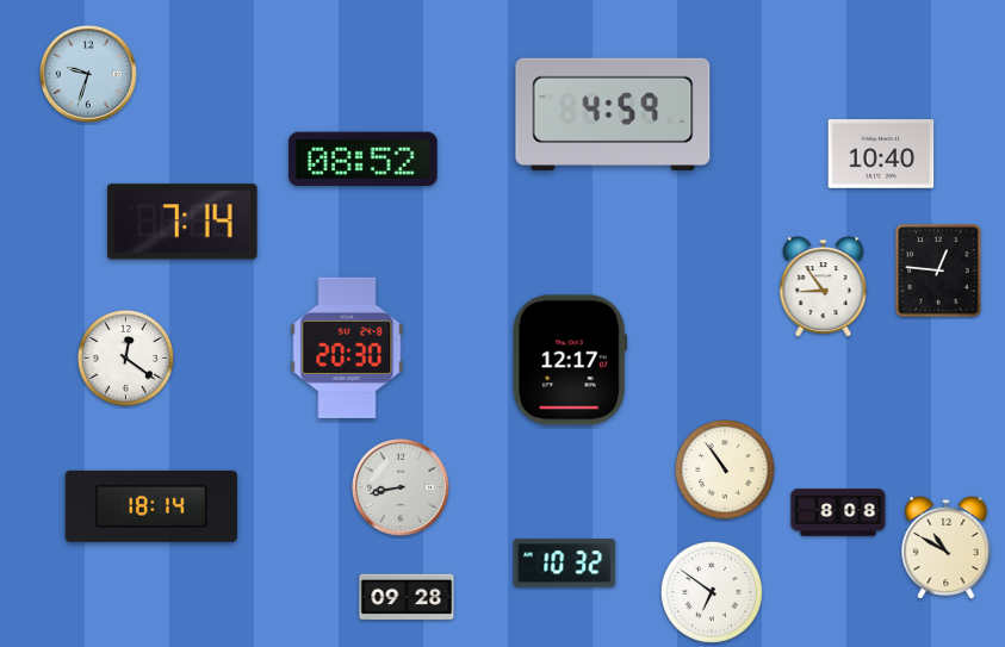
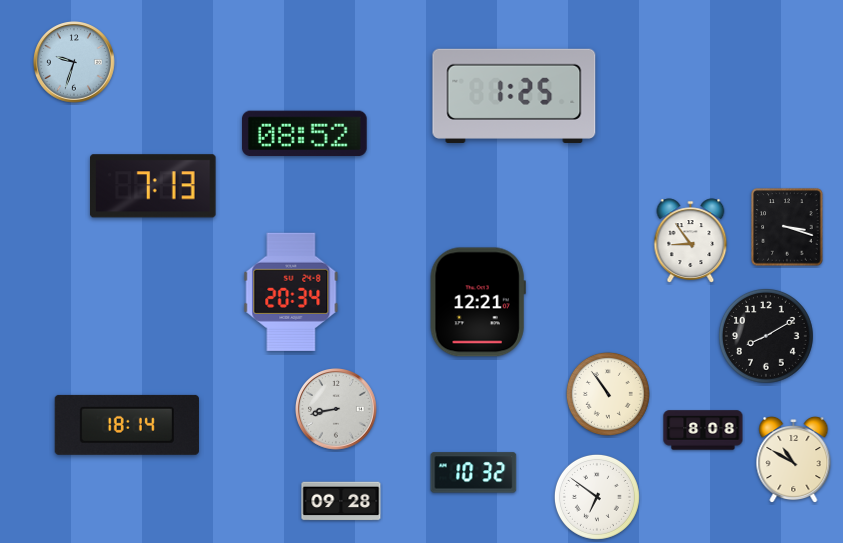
clock at (613, 114): 4:59 -> 1:25
clock at (881, 154): 10:40 -> none
clock at (184, 222): 7:14 -> 7:13
clock at (938, 270): 12:46 -> 3:18
clock at (347, 348): 20:30 -> 20:34
clock at (125, 357): 12:21 -> none
clock at (570, 360): 12:17 -> 12:21
clock at (767, 337): none -> 8:10
